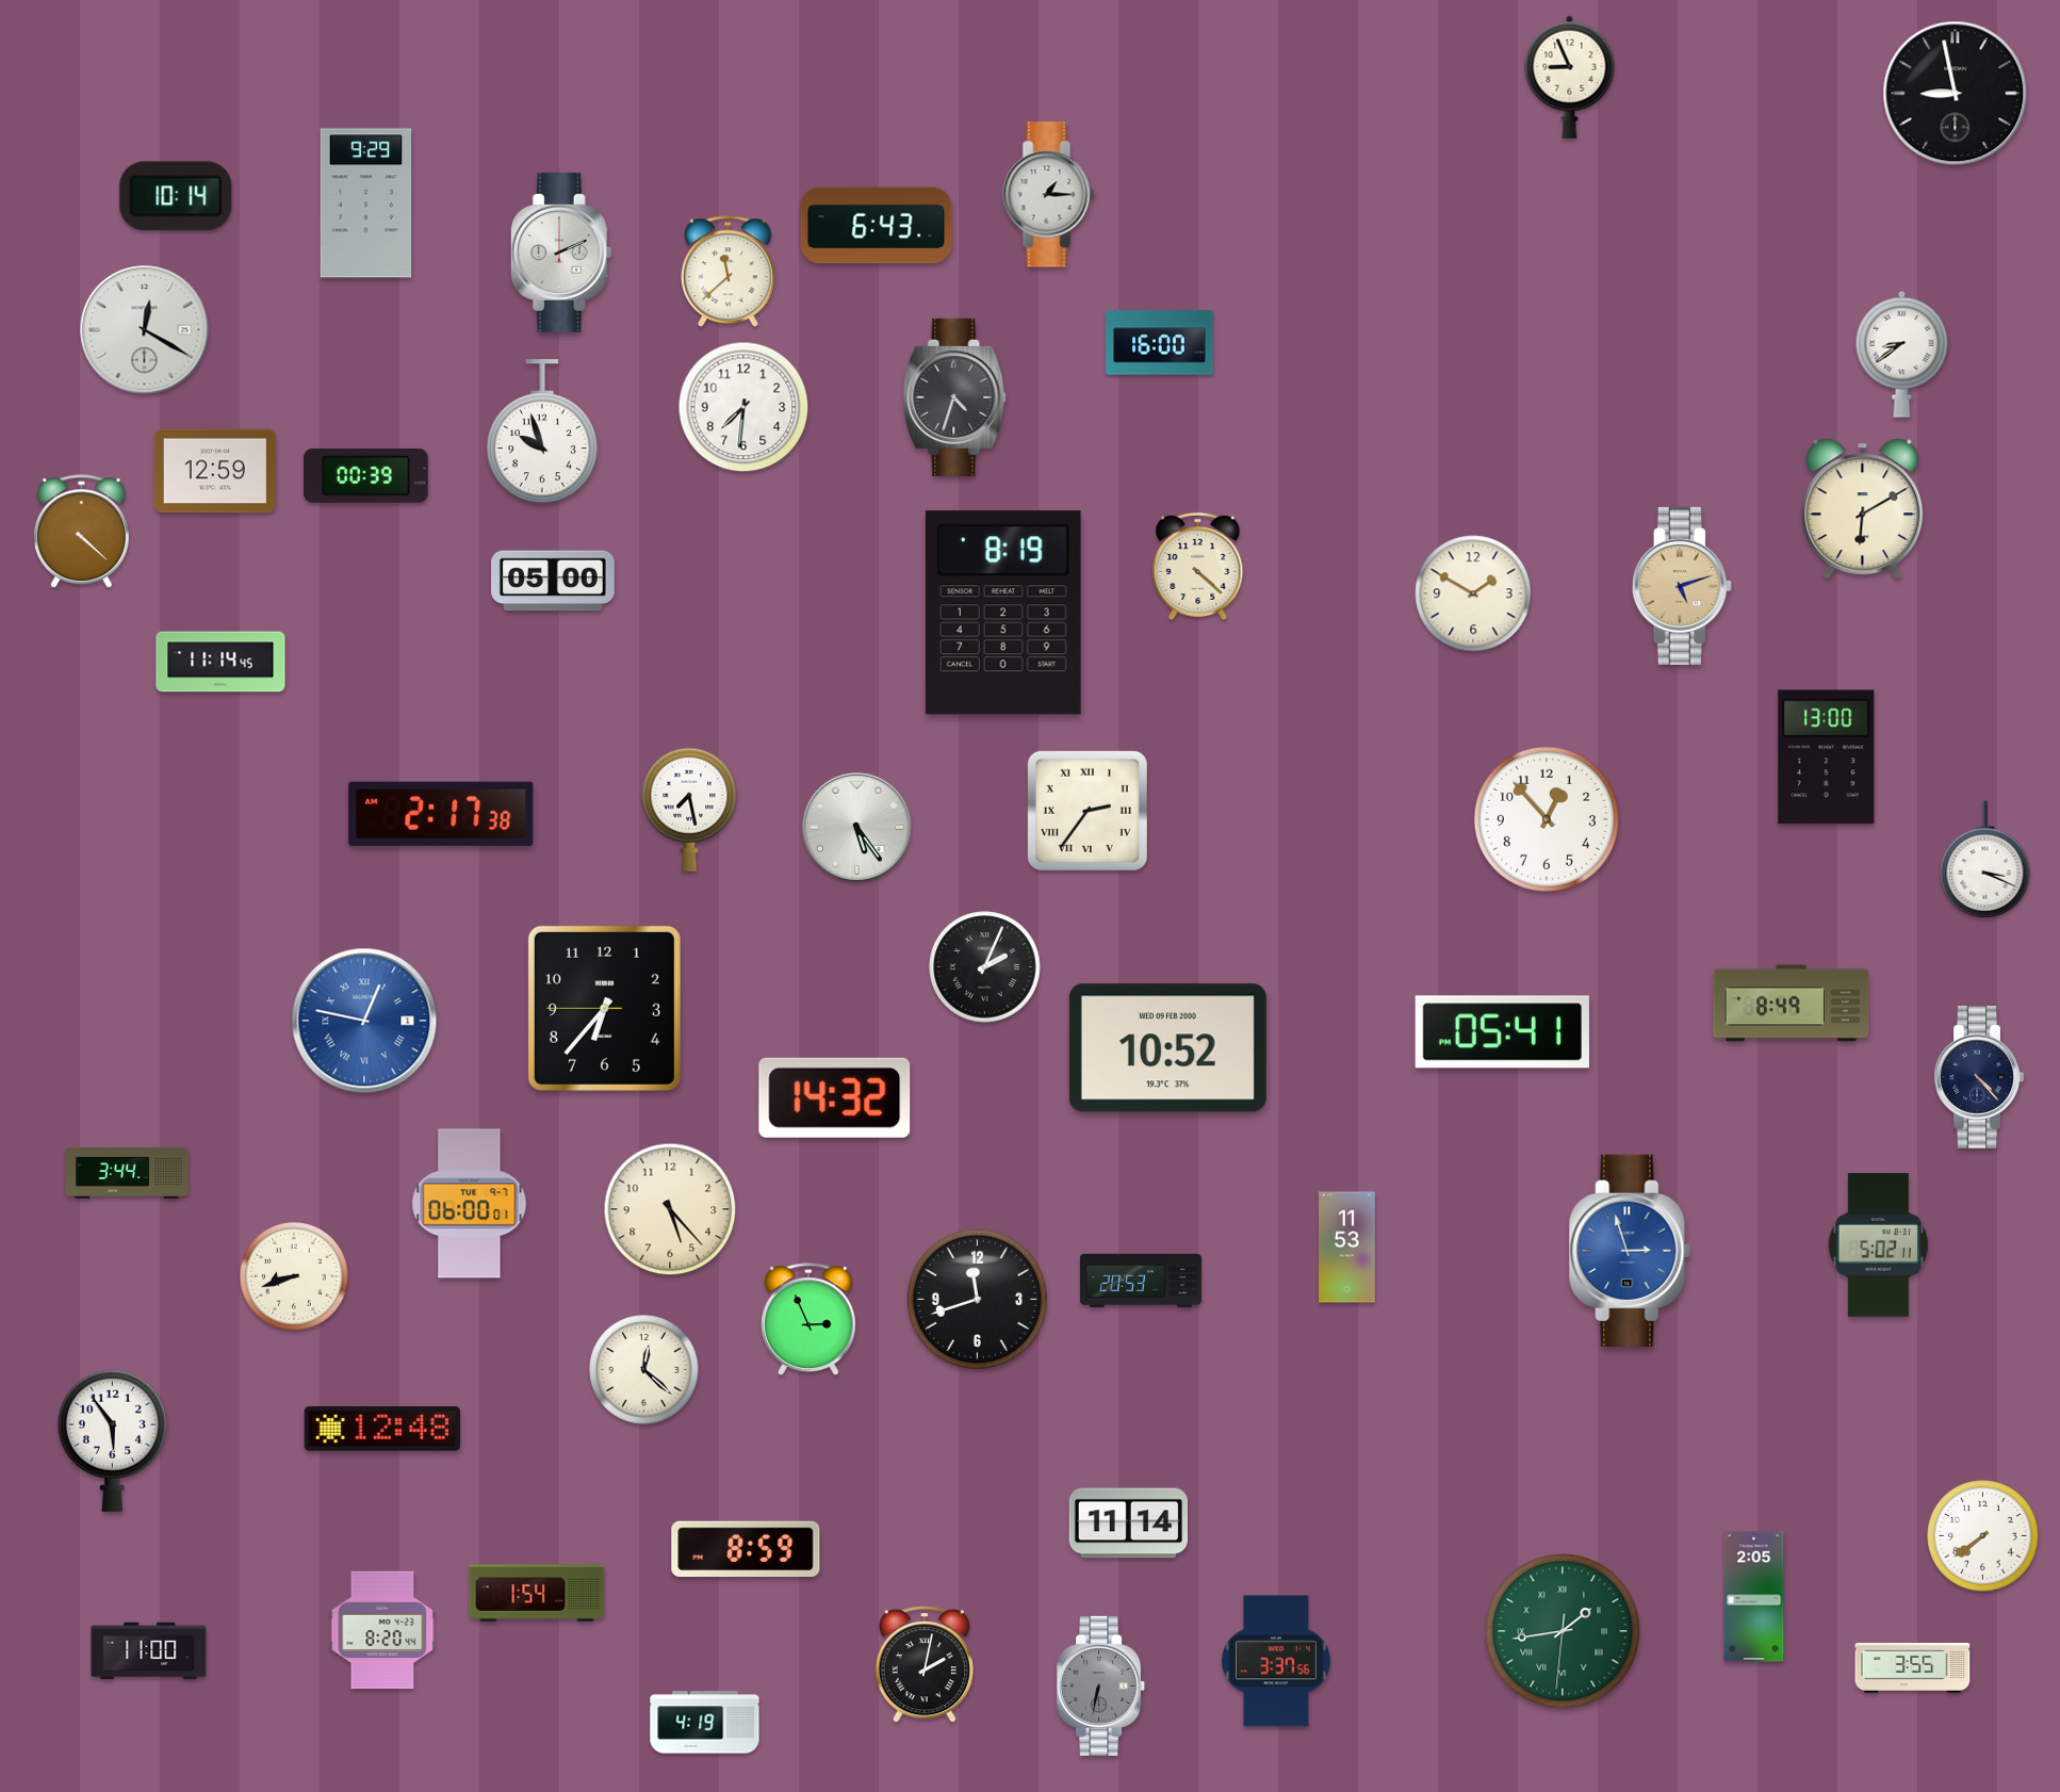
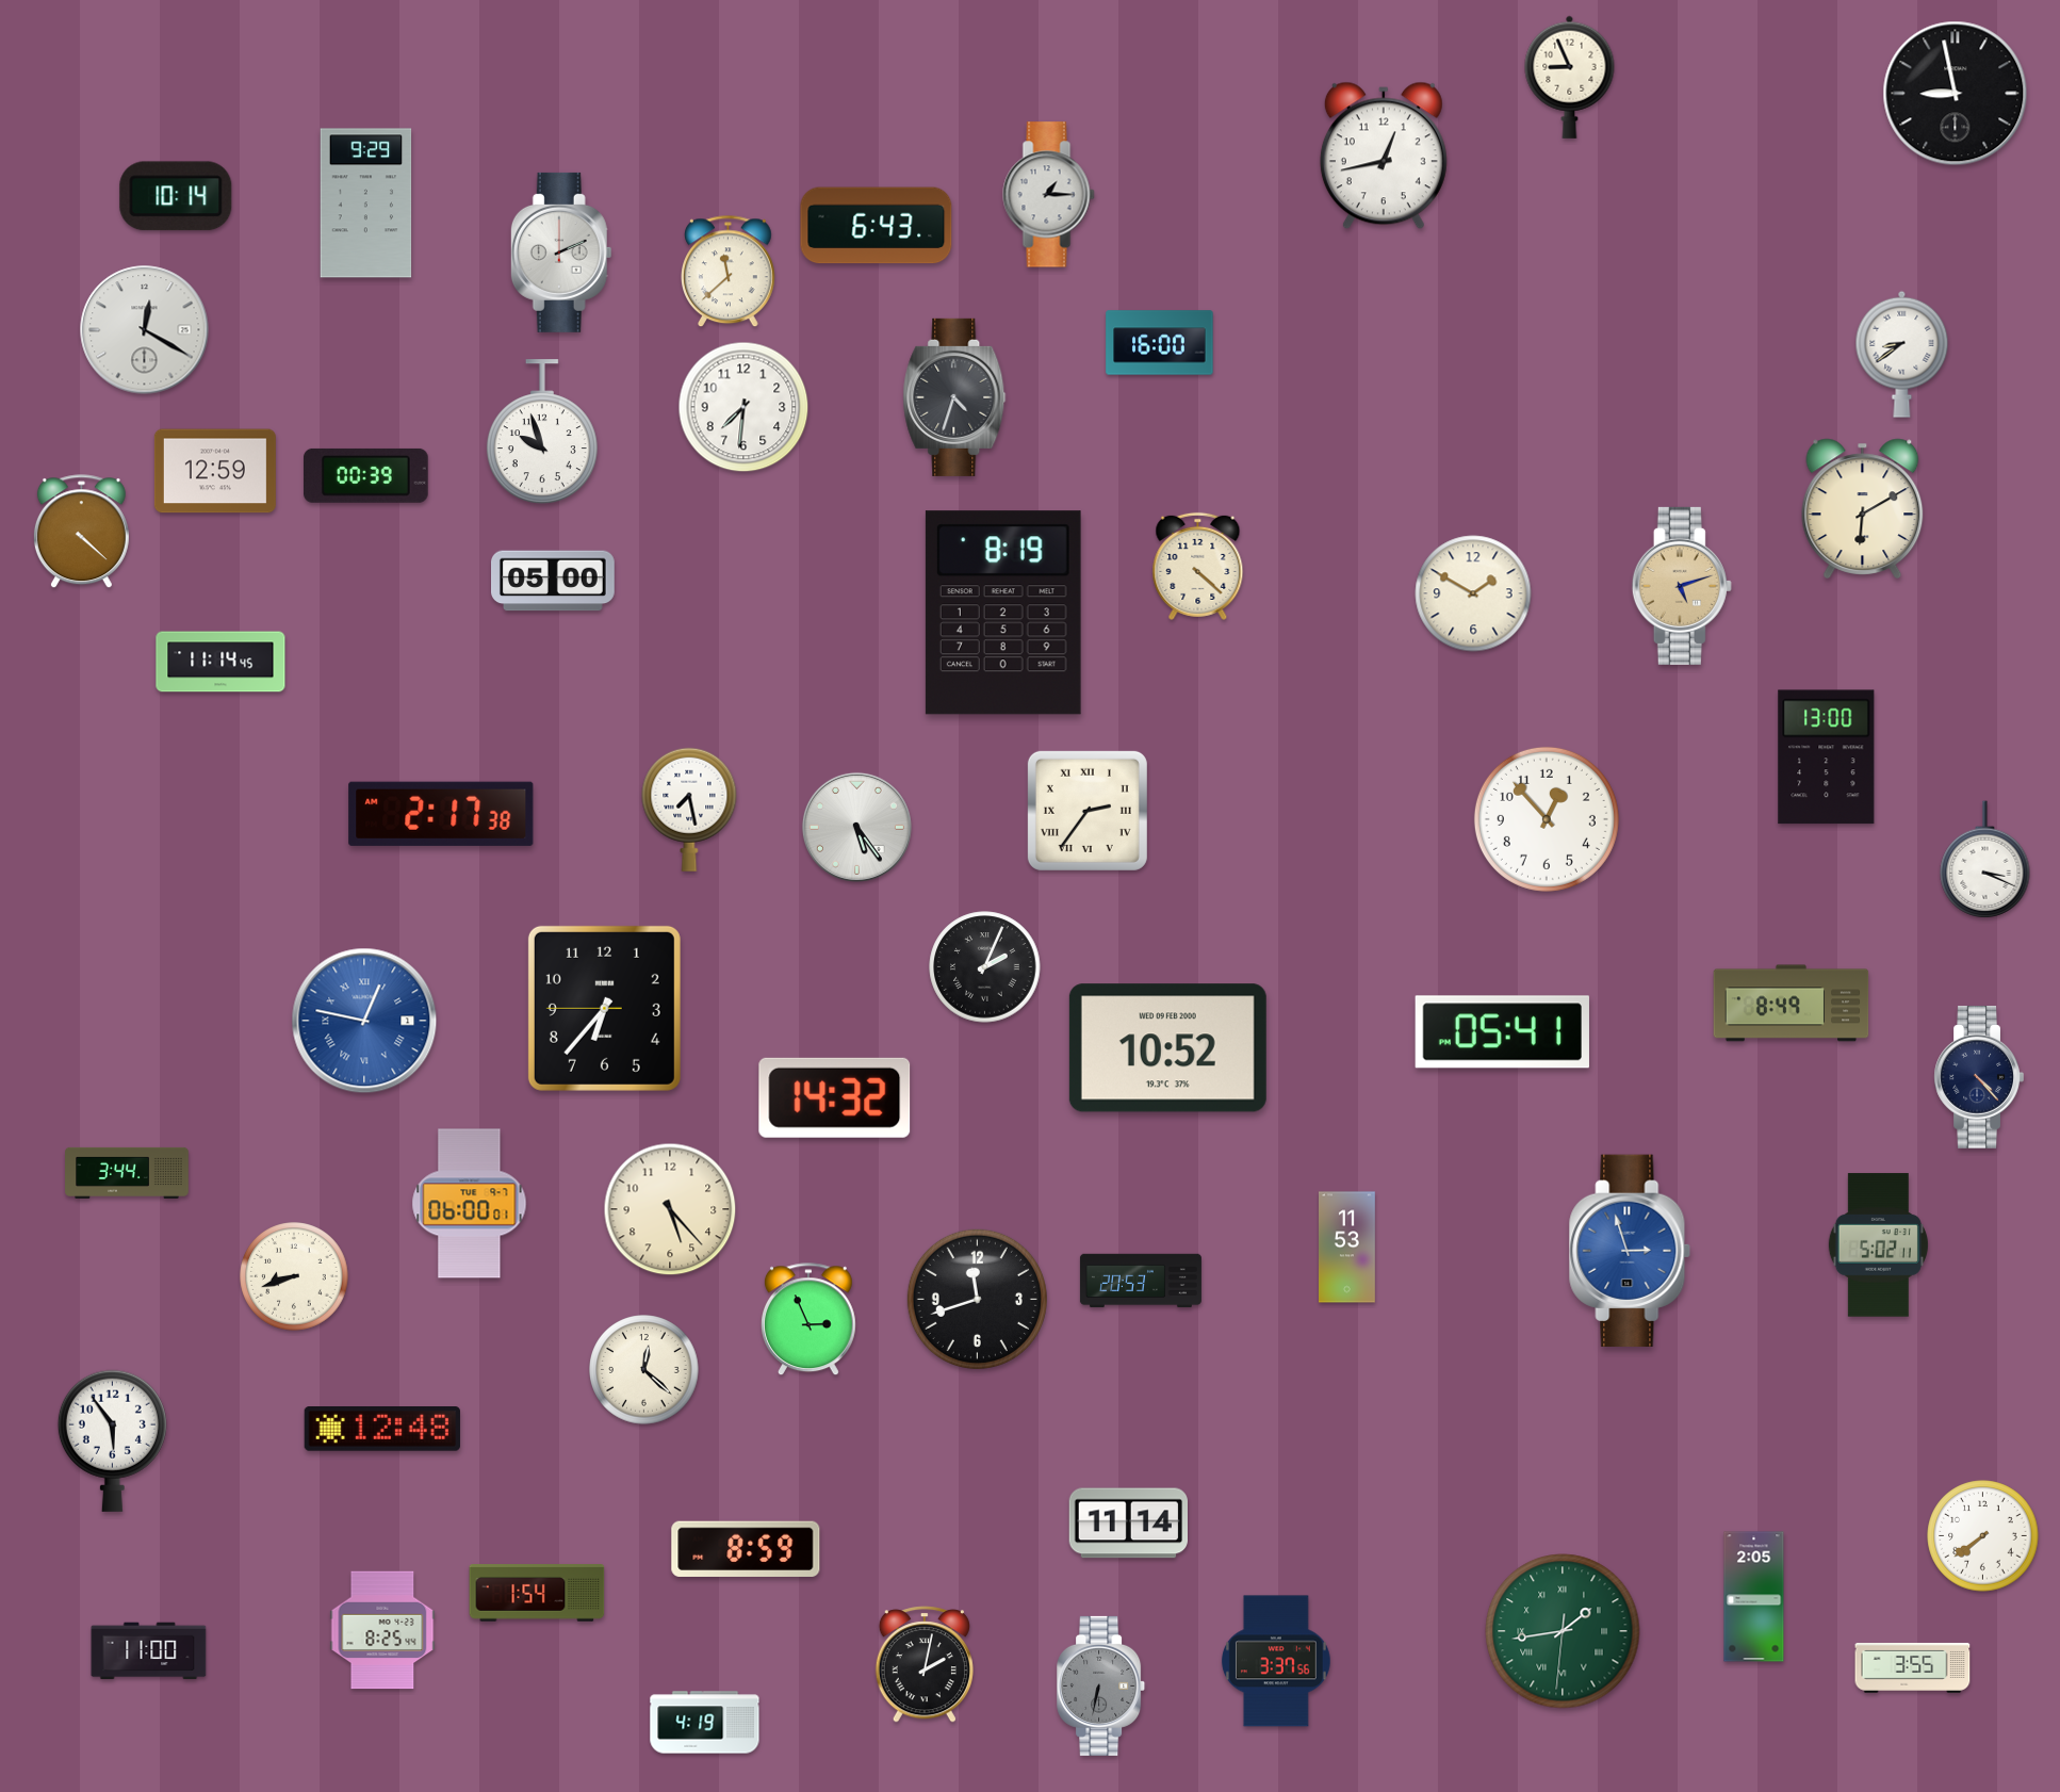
clock at (1384, 156): none -> 12:43
clock at (382, 1630): 8:20 -> 8:25
